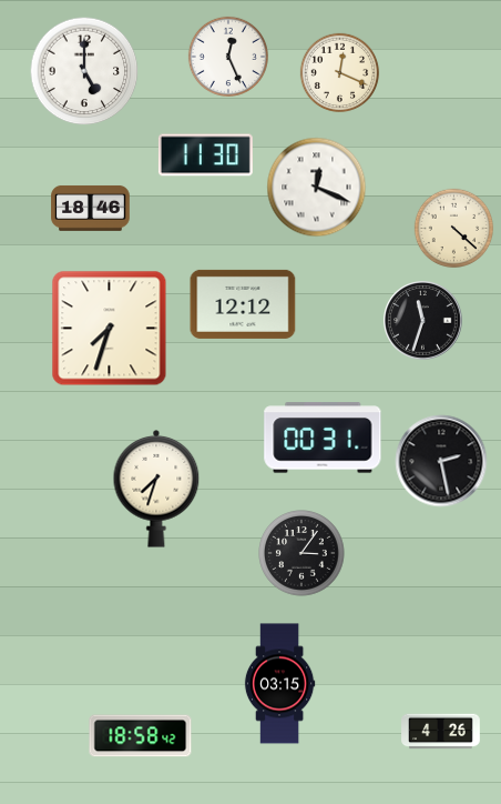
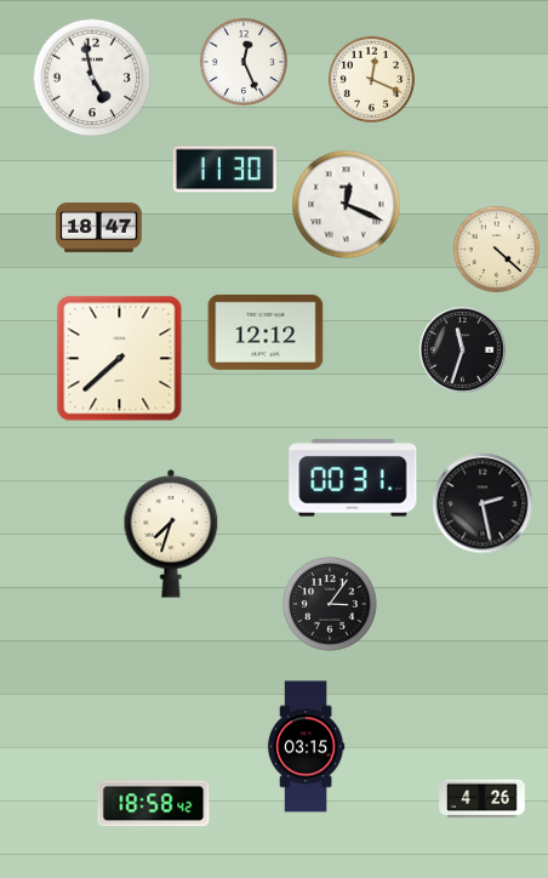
clock at (227, 56) position: (227, 56) -> (242, 61)
clock at (84, 71): 5:00 -> 4:58
clock at (91, 208): 18:46 -> 18:47
clock at (110, 329): 7:33 -> 7:38
